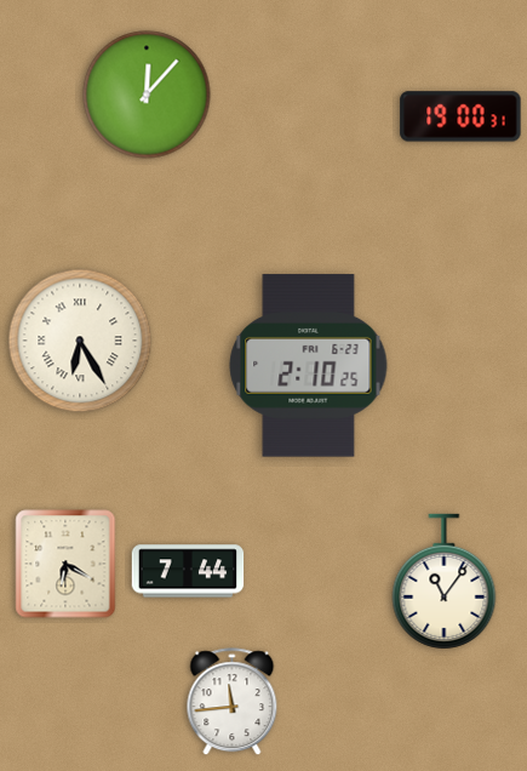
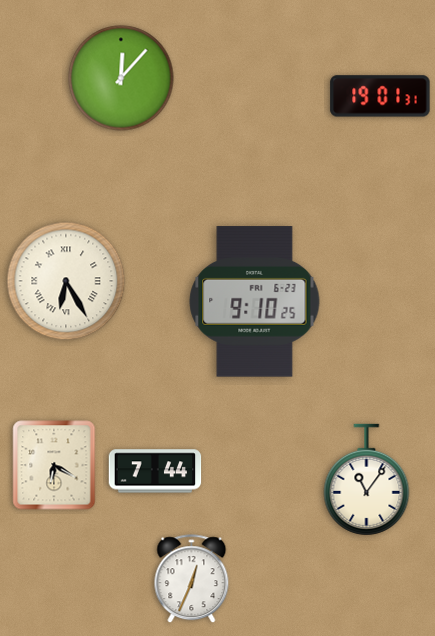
clock at (460, 116): 19:00 -> 19:01
clock at (309, 366): 2:10 -> 9:10
clock at (233, 702): 11:44 -> 12:34
